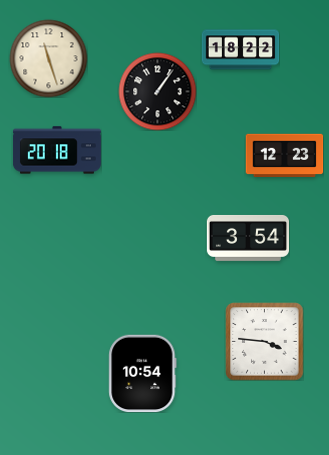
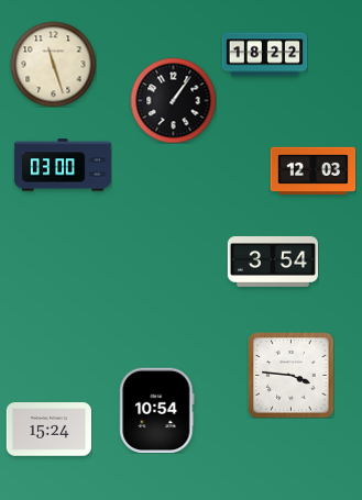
clock at (57, 150): 20:18 -> 03:00
clock at (284, 155): 12:23 -> 12:03
clock at (48, 430): none -> 15:24
